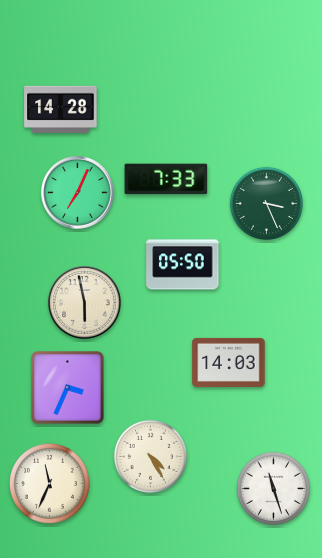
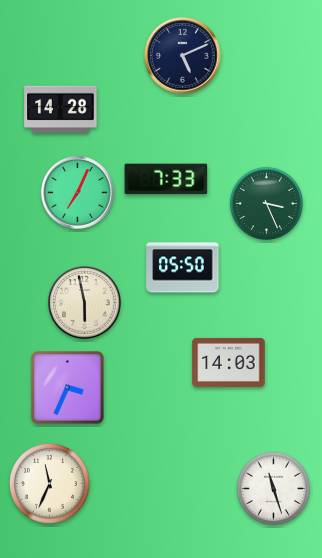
clock at (183, 56): none -> 5:11
clock at (183, 265) position: (183, 265) -> (183, 268)
clock at (150, 456): 4:25 -> none
